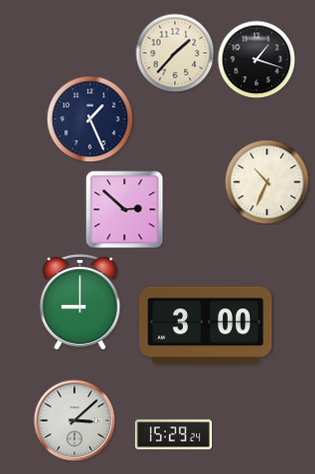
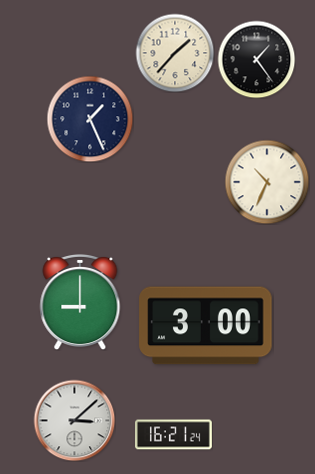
clock at (256, 59): 1:18 -> 1:24
clock at (124, 209): 2:52 -> none
clock at (174, 435): 15:29 -> 16:21
